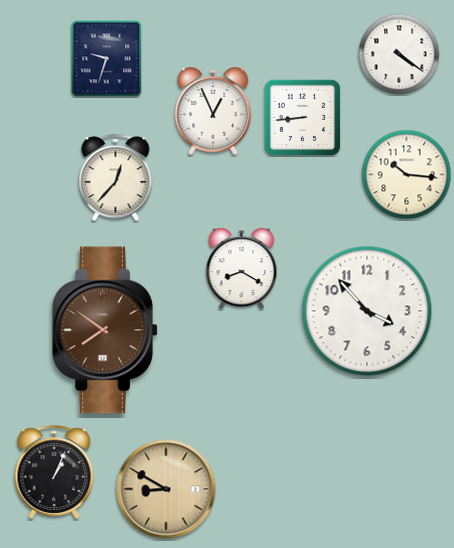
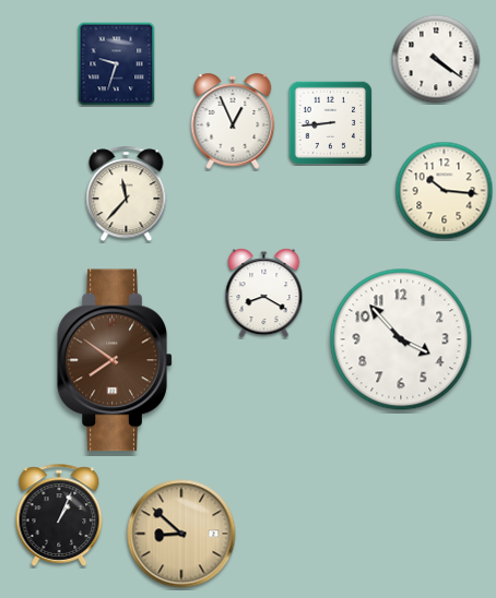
clock at (302, 117) position: (302, 117) -> (330, 122)
clock at (116, 178): 12:37 -> 11:37
clock at (166, 489): 8:50 -> 8:52
